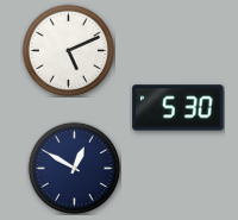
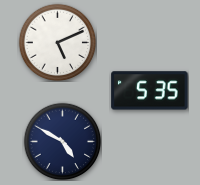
clock at (178, 108): 5:30 -> 5:35
clock at (74, 168): 12:50 -> 4:50
